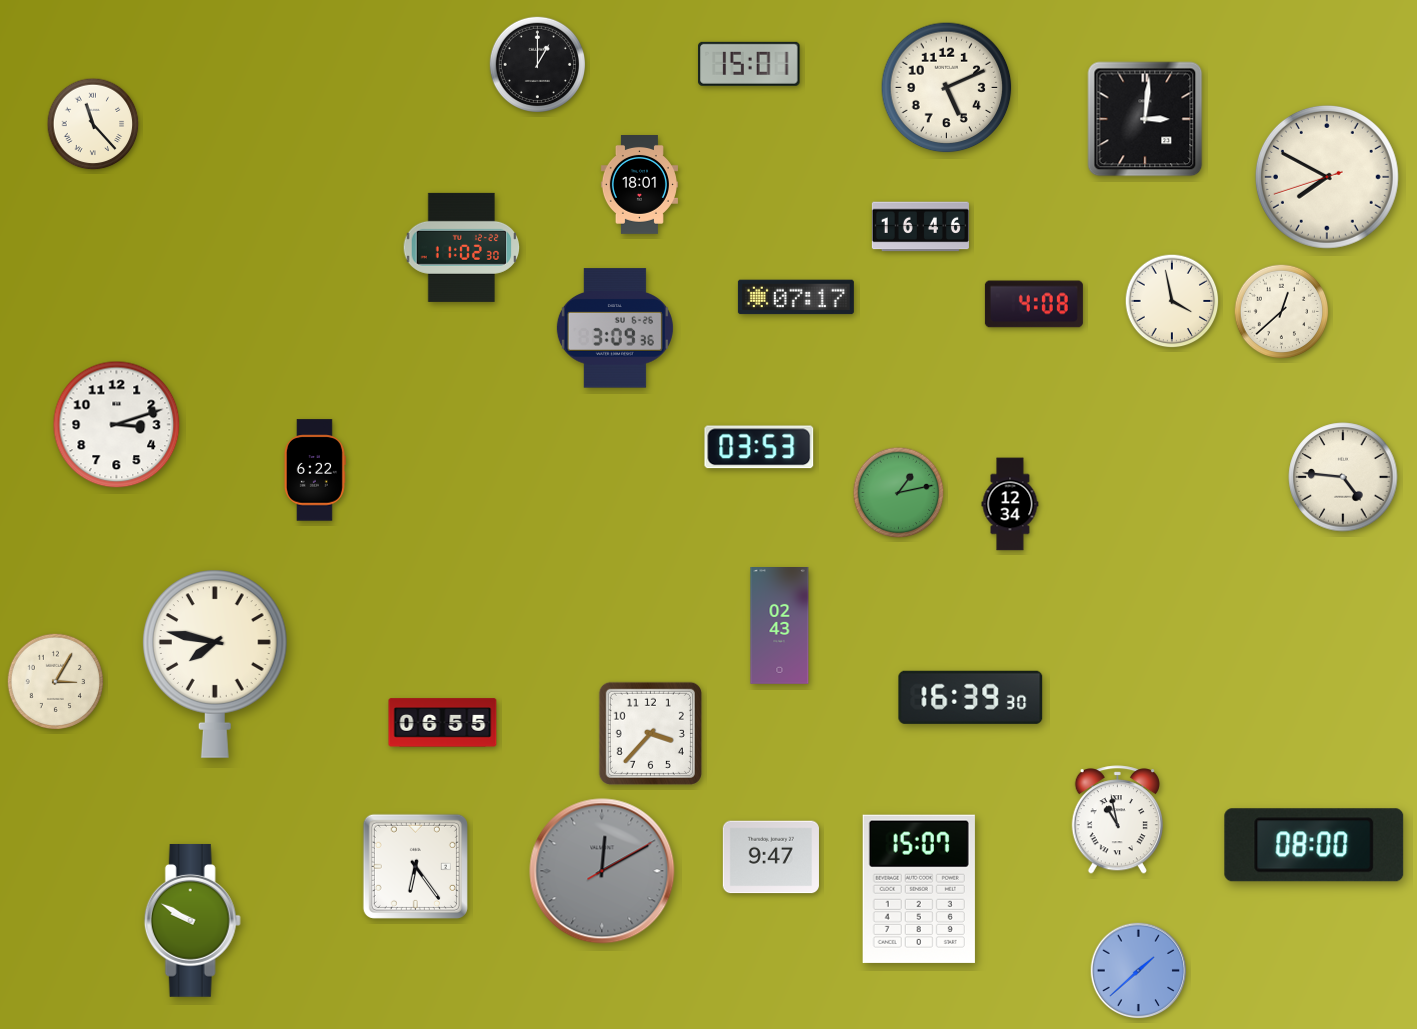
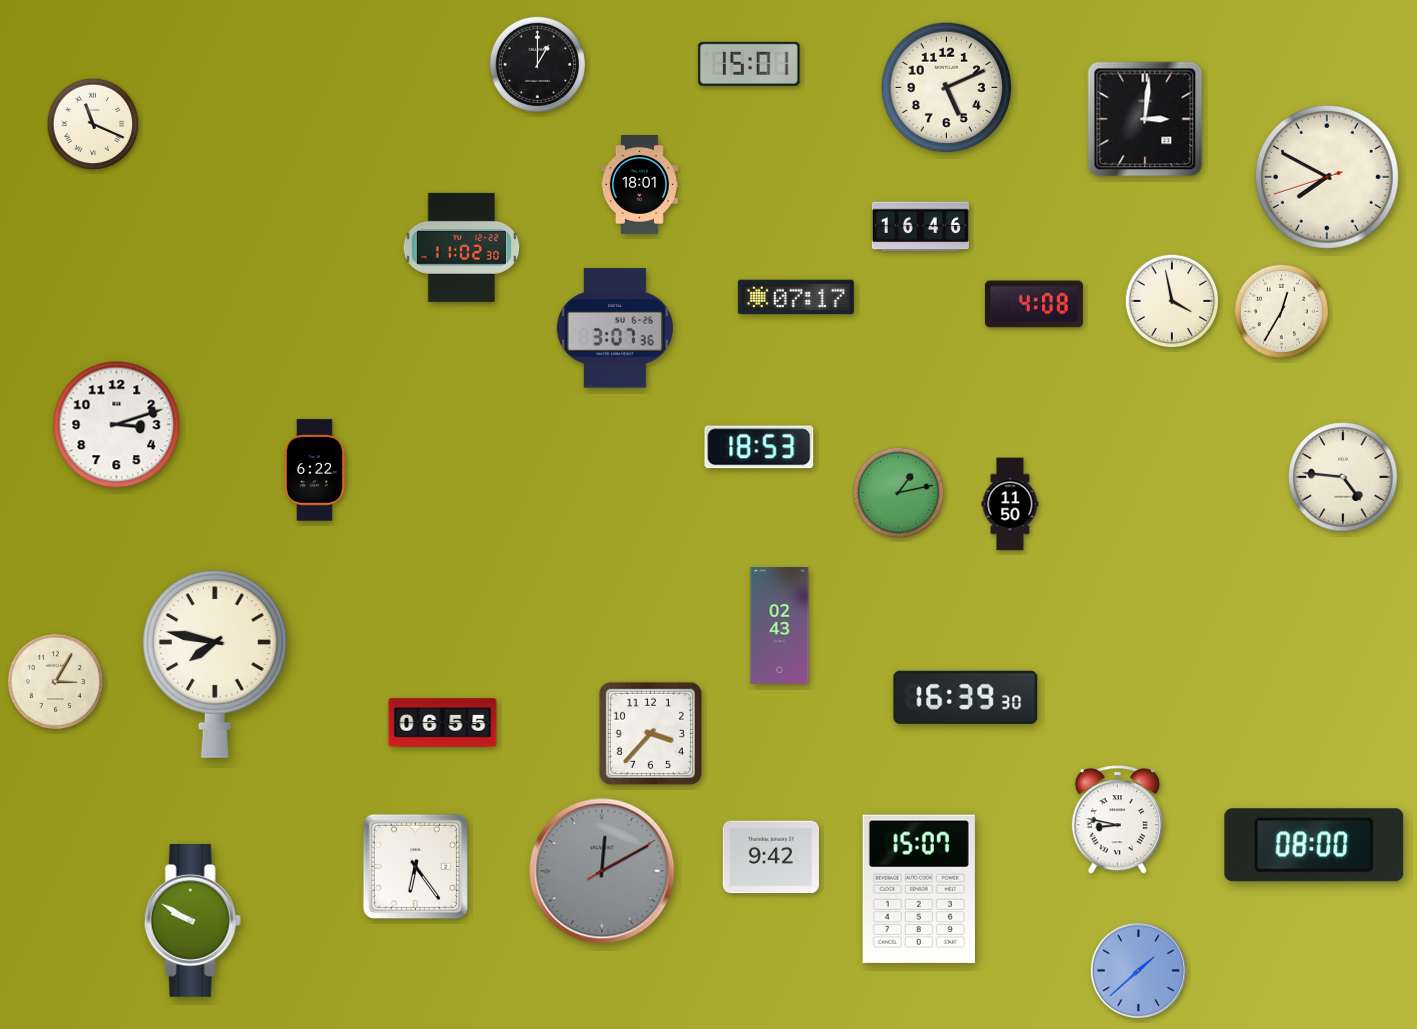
clock at (93, 124): 11:23 -> 11:19
clock at (1282, 312): 12:38 -> 12:35
clock at (615, 328): 3:09 -> 3:07
clock at (759, 447): 03:53 -> 18:53
clock at (1010, 504): 12:34 -> 11:50
clock at (971, 697) position: (971, 697) -> (966, 697)
clock at (1117, 820): 10:58 -> 8:47
clock at (771, 857): 9:47 -> 9:42
